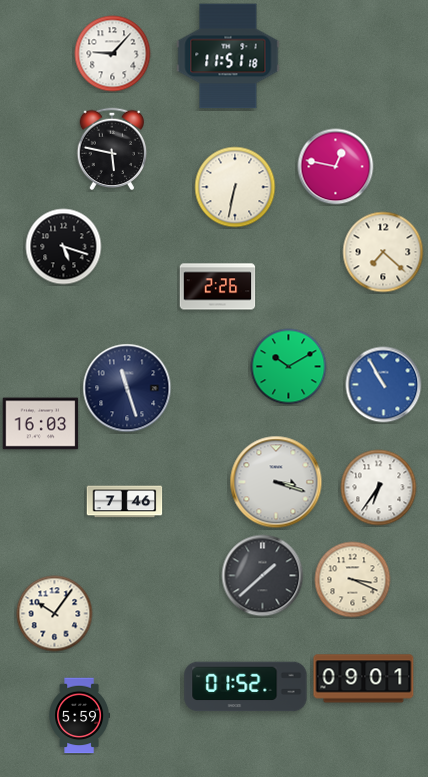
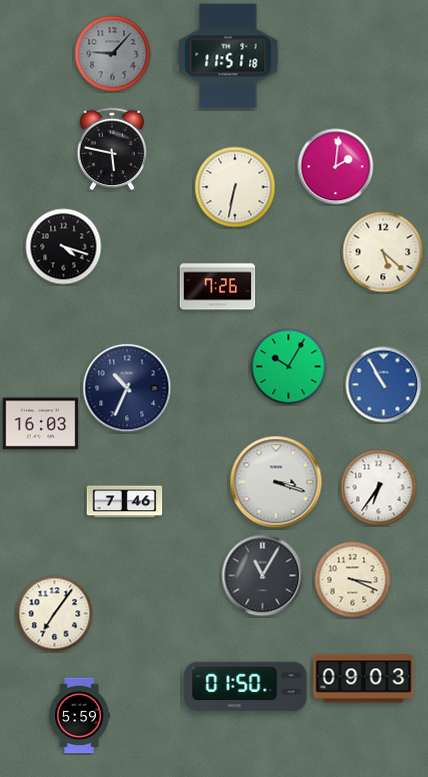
clock at (113, 54) dial: white -> grey
clock at (336, 167): 12:47 -> 2:01
clock at (64, 247): 5:18 -> 4:18
clock at (383, 252): 7:22 -> 5:22
clock at (218, 287): 2:26 -> 7:26
clock at (289, 367): 10:10 -> 10:05
clock at (127, 388): 11:27 -> 10:34
clock at (263, 576): 1:38 -> 11:05
clock at (55, 614): 10:06 -> 7:06
clock at (364, 679): 09:01 -> 09:03
clock at (246, 687): 01:52 -> 01:50
